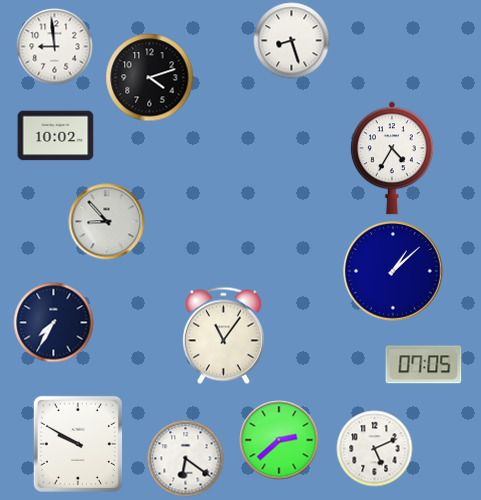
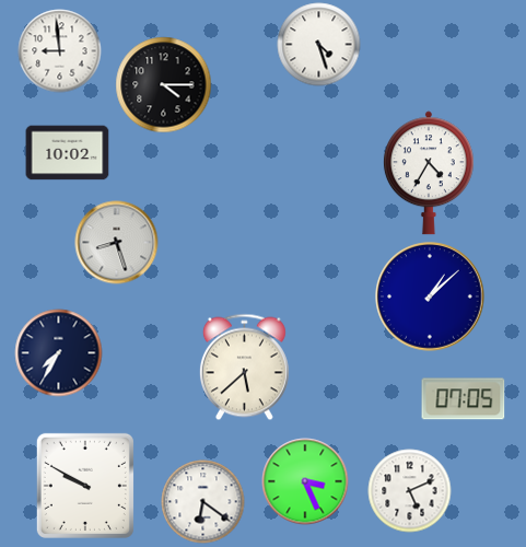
clock at (292, 41): 8:27 -> 4:27
clock at (150, 78): 4:12 -> 4:15
clock at (56, 136) position: (56, 136) -> (68, 153)
clock at (107, 222): 8:53 -> 8:27
clock at (223, 336): 11:06 -> 5:38
clock at (279, 440): 2:38 -> 3:26
